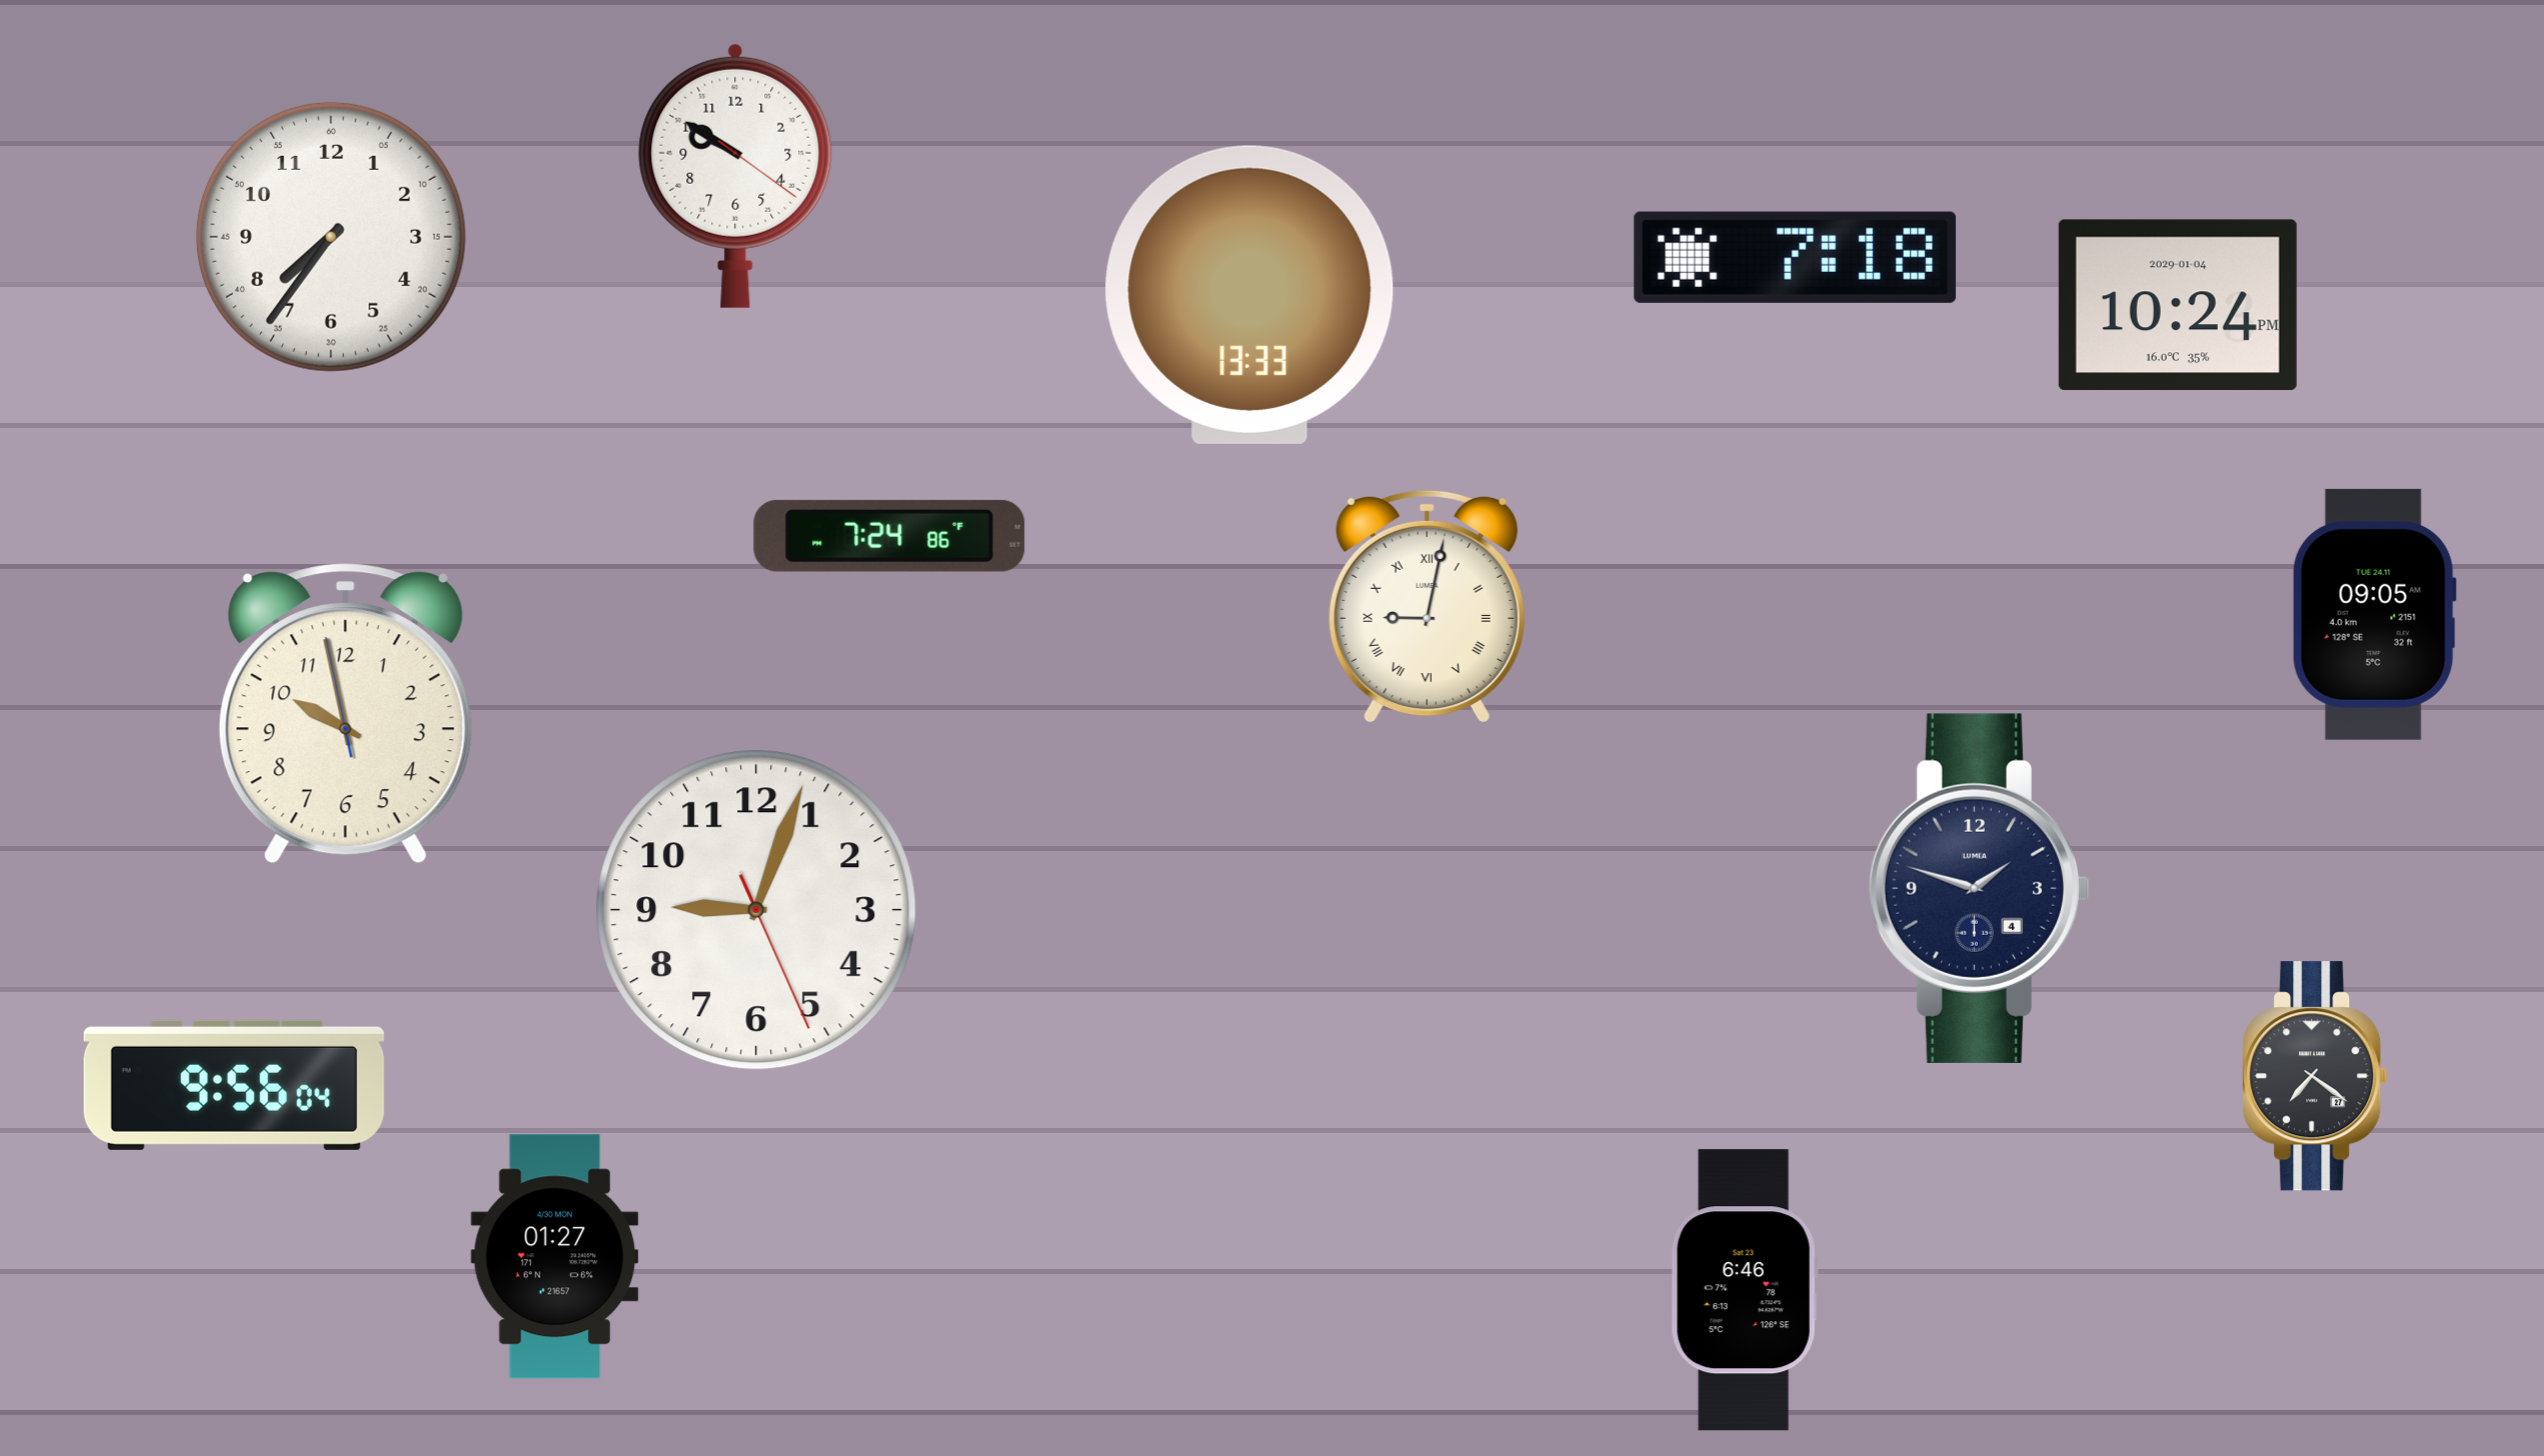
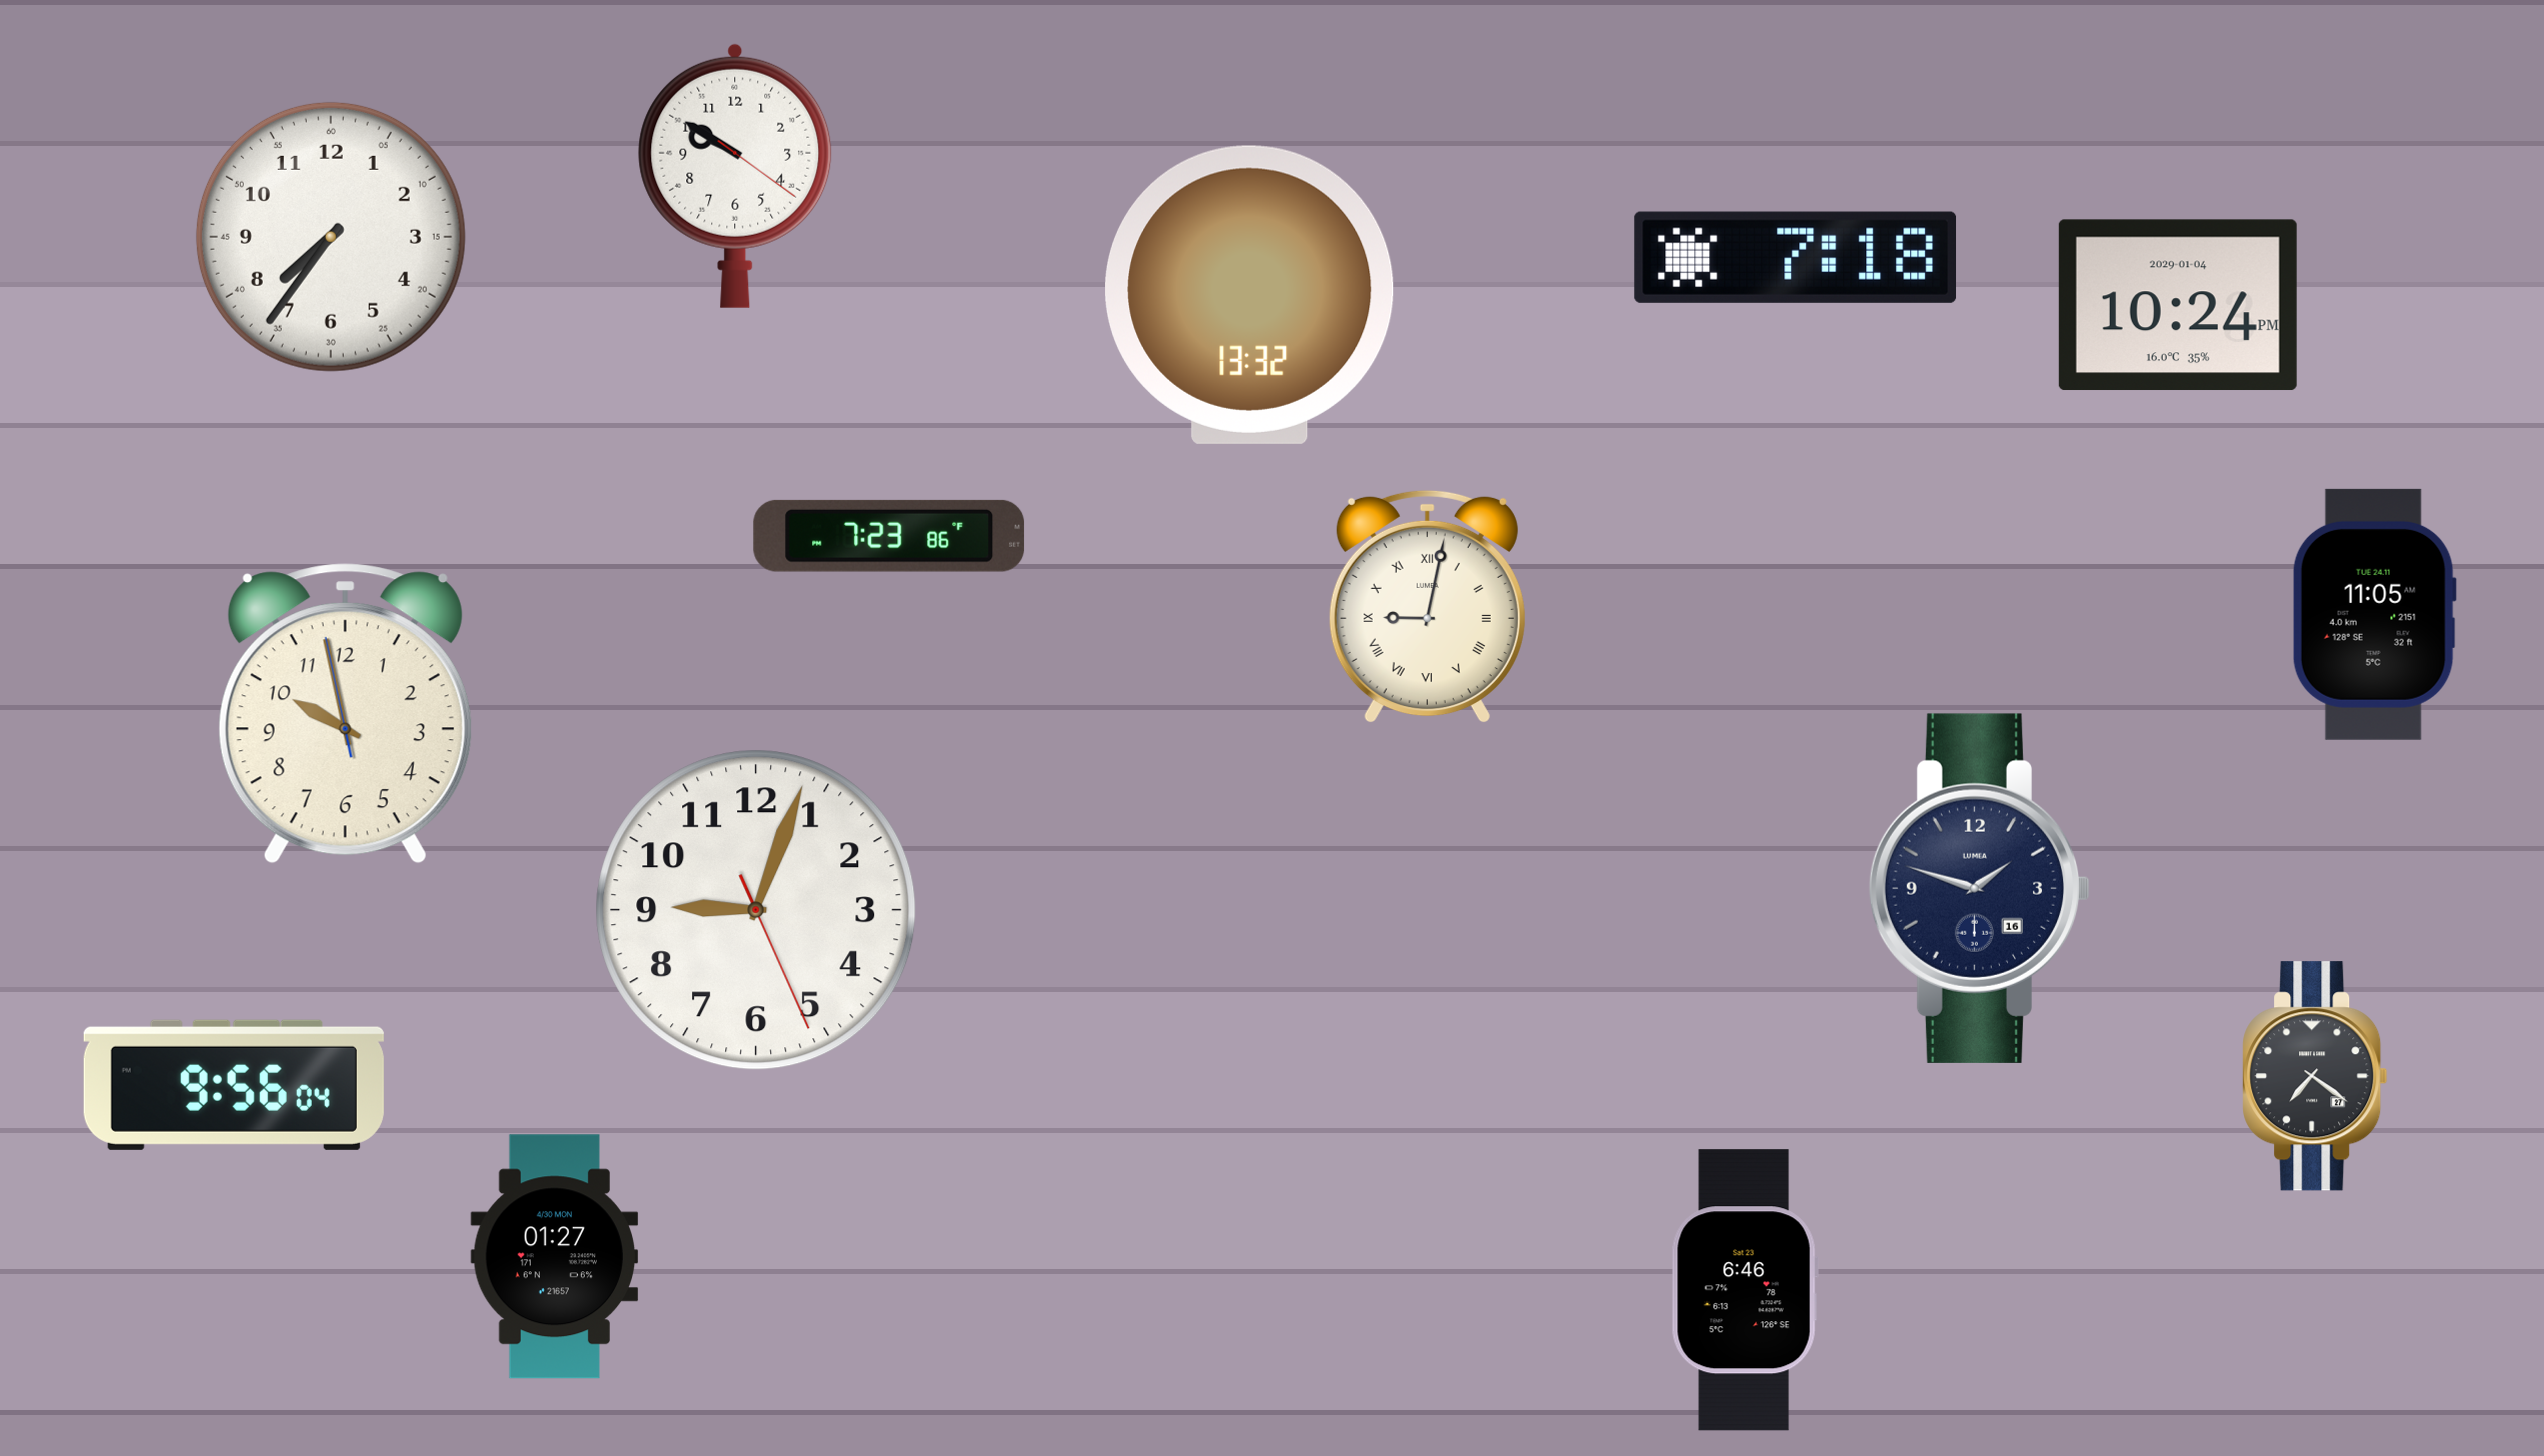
clock at (1249, 295): 13:33 -> 13:32
clock at (889, 536): 7:24 -> 7:23
clock at (2374, 614): 09:05 -> 11:05
clock at (1980, 888) date: 4 -> 16
